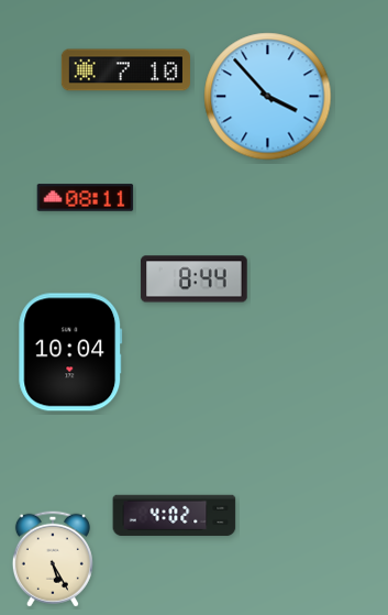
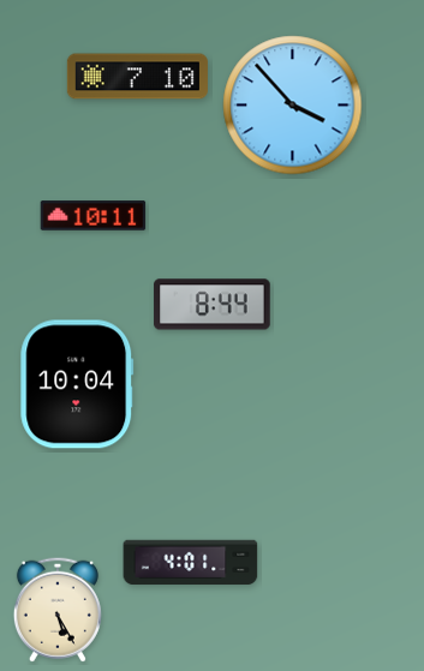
clock at (86, 198): 08:11 -> 10:11
clock at (175, 516): 4:02 -> 4:01
